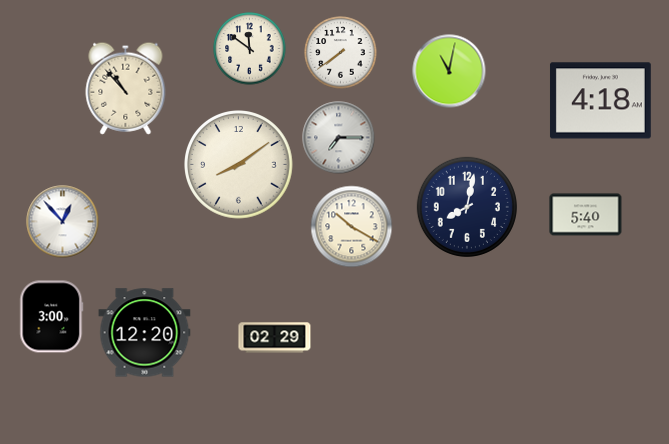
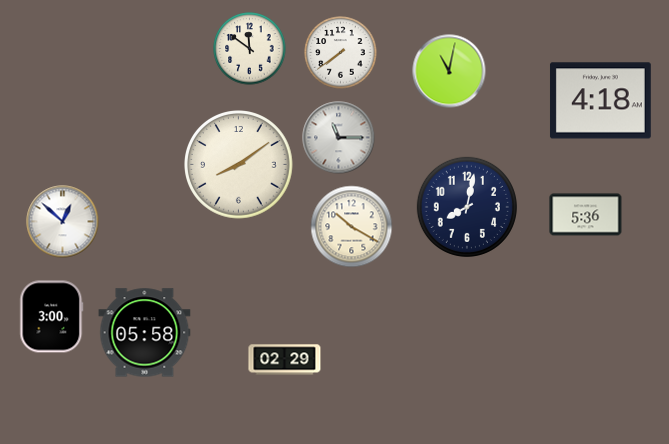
clock at (126, 88): 10:53 -> none
clock at (339, 138): 7:15 -> 11:15
clock at (586, 215): 5:40 -> 5:36
clock at (63, 222): 12:53 -> 12:52
clock at (145, 333): 12:20 -> 05:58
clock at (275, 338) position: (275, 338) -> (285, 360)
